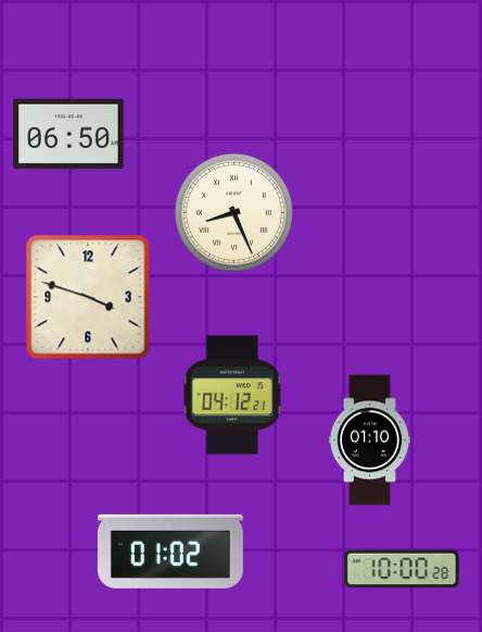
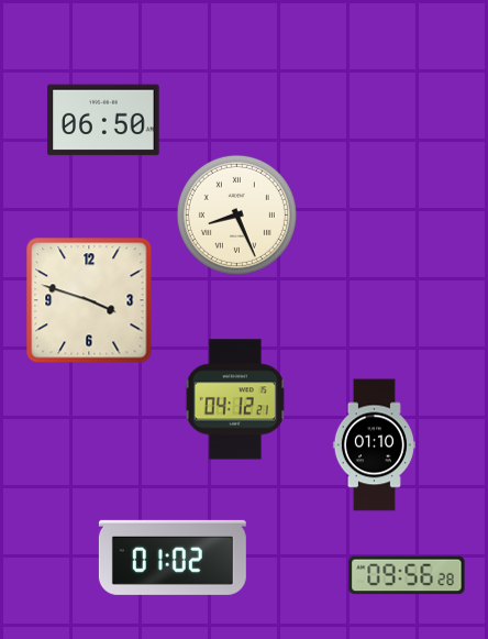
clock at (68, 134) position: (68, 134) -> (103, 120)
clock at (402, 569): 10:00 -> 09:56
